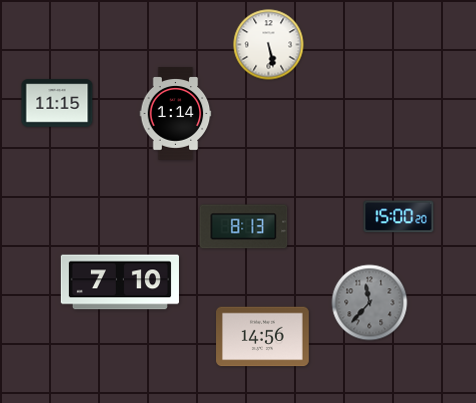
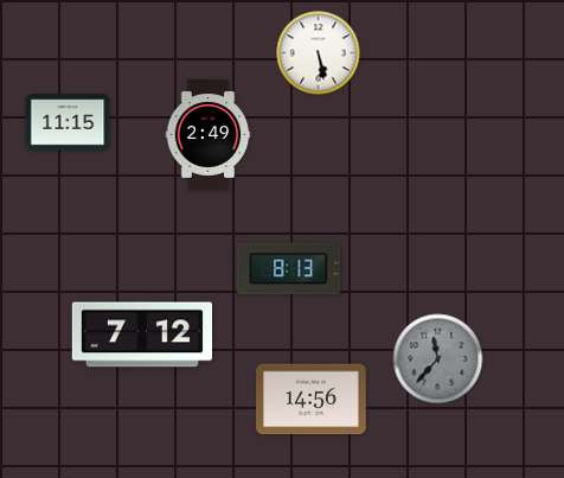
clock at (176, 114): 1:14 -> 2:49
clock at (399, 217): 15:00 -> none
clock at (120, 282): 7:10 -> 7:12
